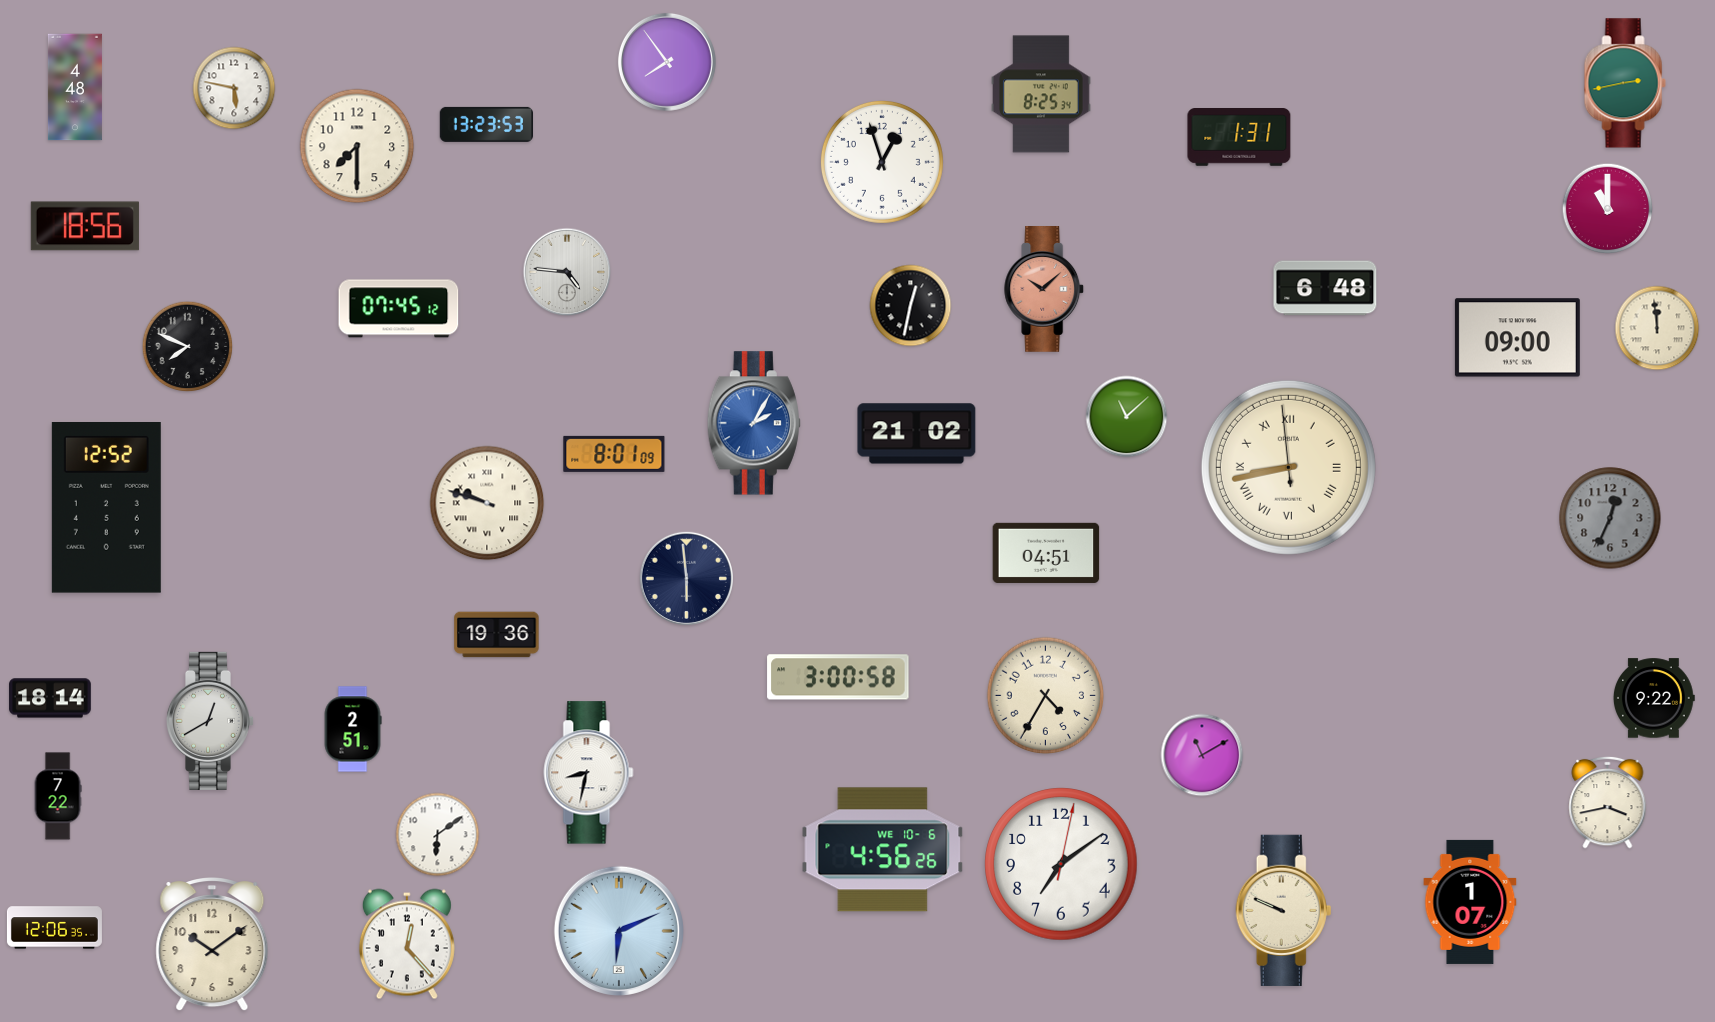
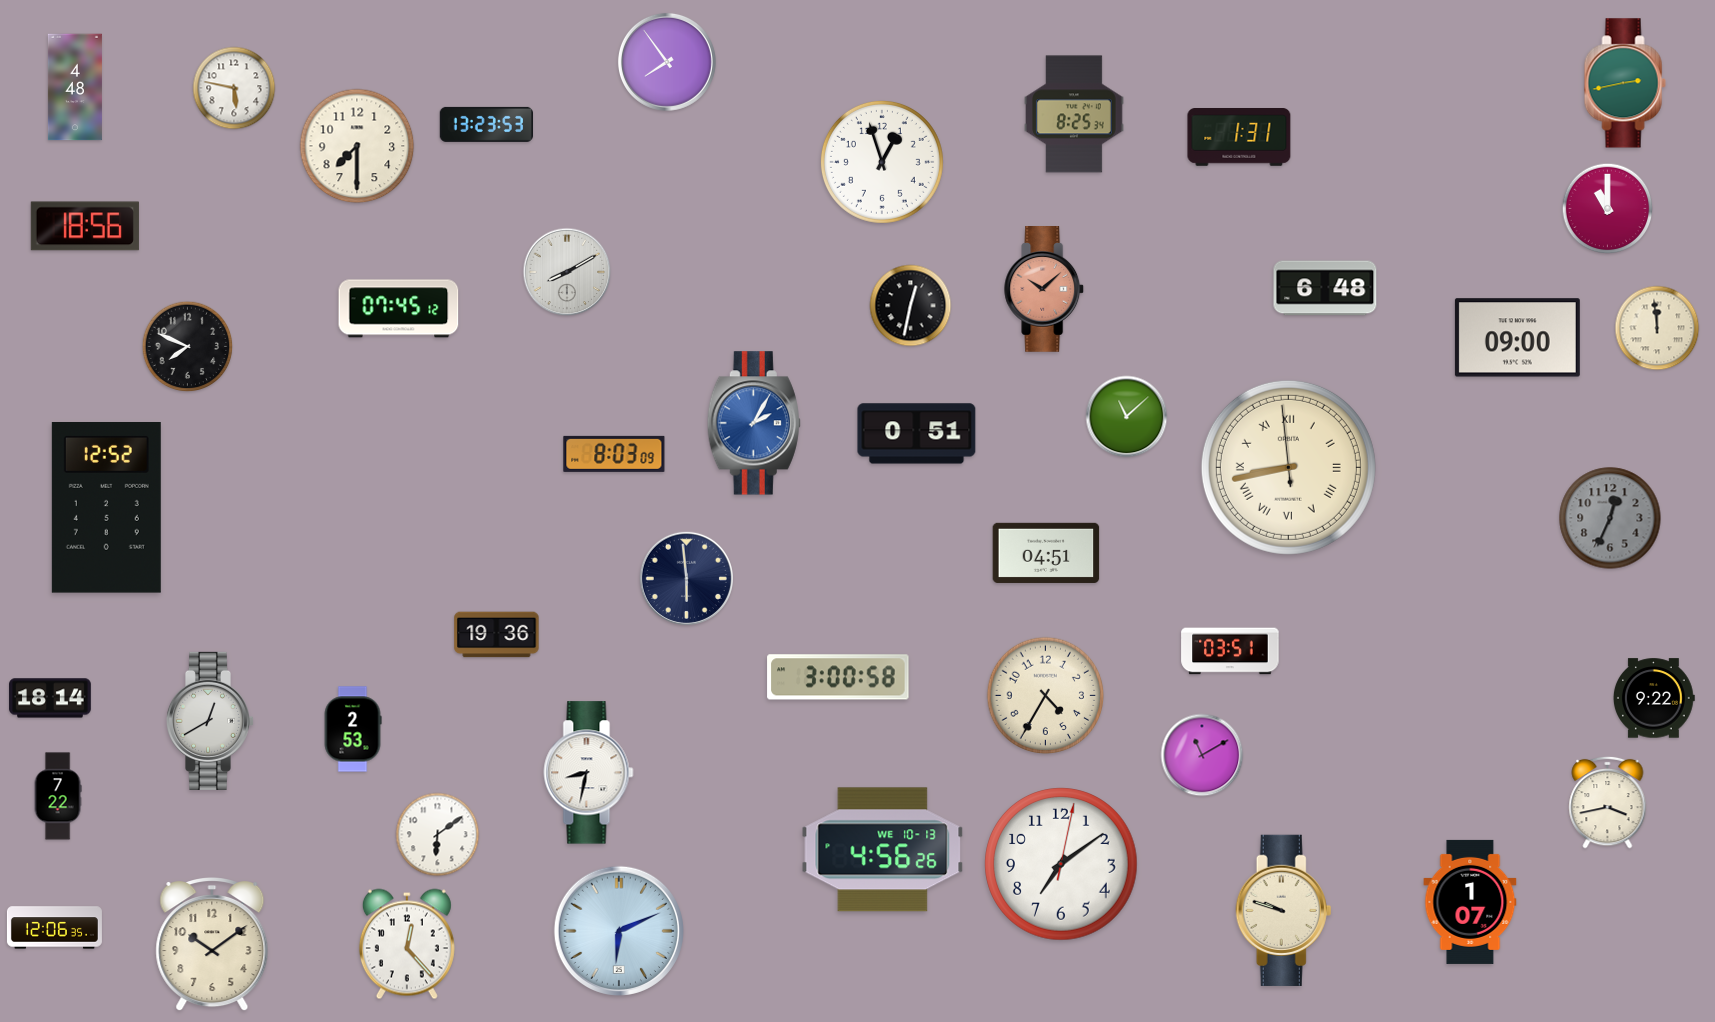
clock at (1042, 94) position: (1042, 94) -> (1075, 114)
clock at (567, 272): 4:46 -> 8:10
clock at (917, 434): 21:02 -> 0:51
clock at (614, 454): 8:01 -> 8:03
clock at (487, 503): 9:48 -> none
clock at (1230, 651): none -> 03:51
clock at (353, 729): 2:51 -> 2:53
clock at (883, 850) date: WE 10-6 -> WE 10-13
clock at (1284, 910): 9:49 -> 9:48
